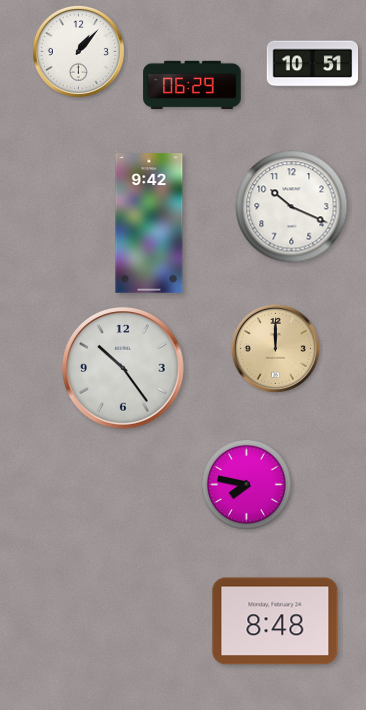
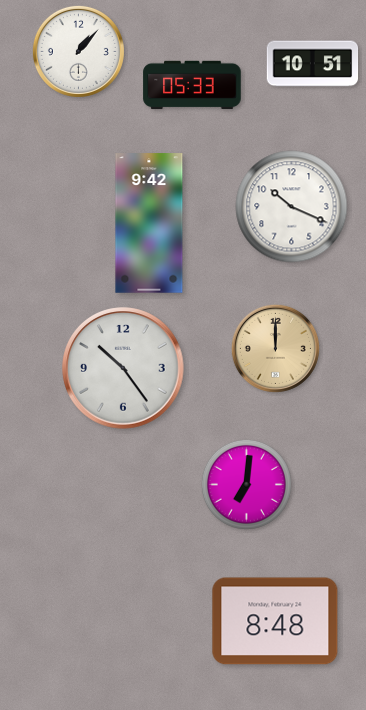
clock at (192, 85): 06:29 -> 05:33
clock at (246, 484): 7:47 -> 7:01
